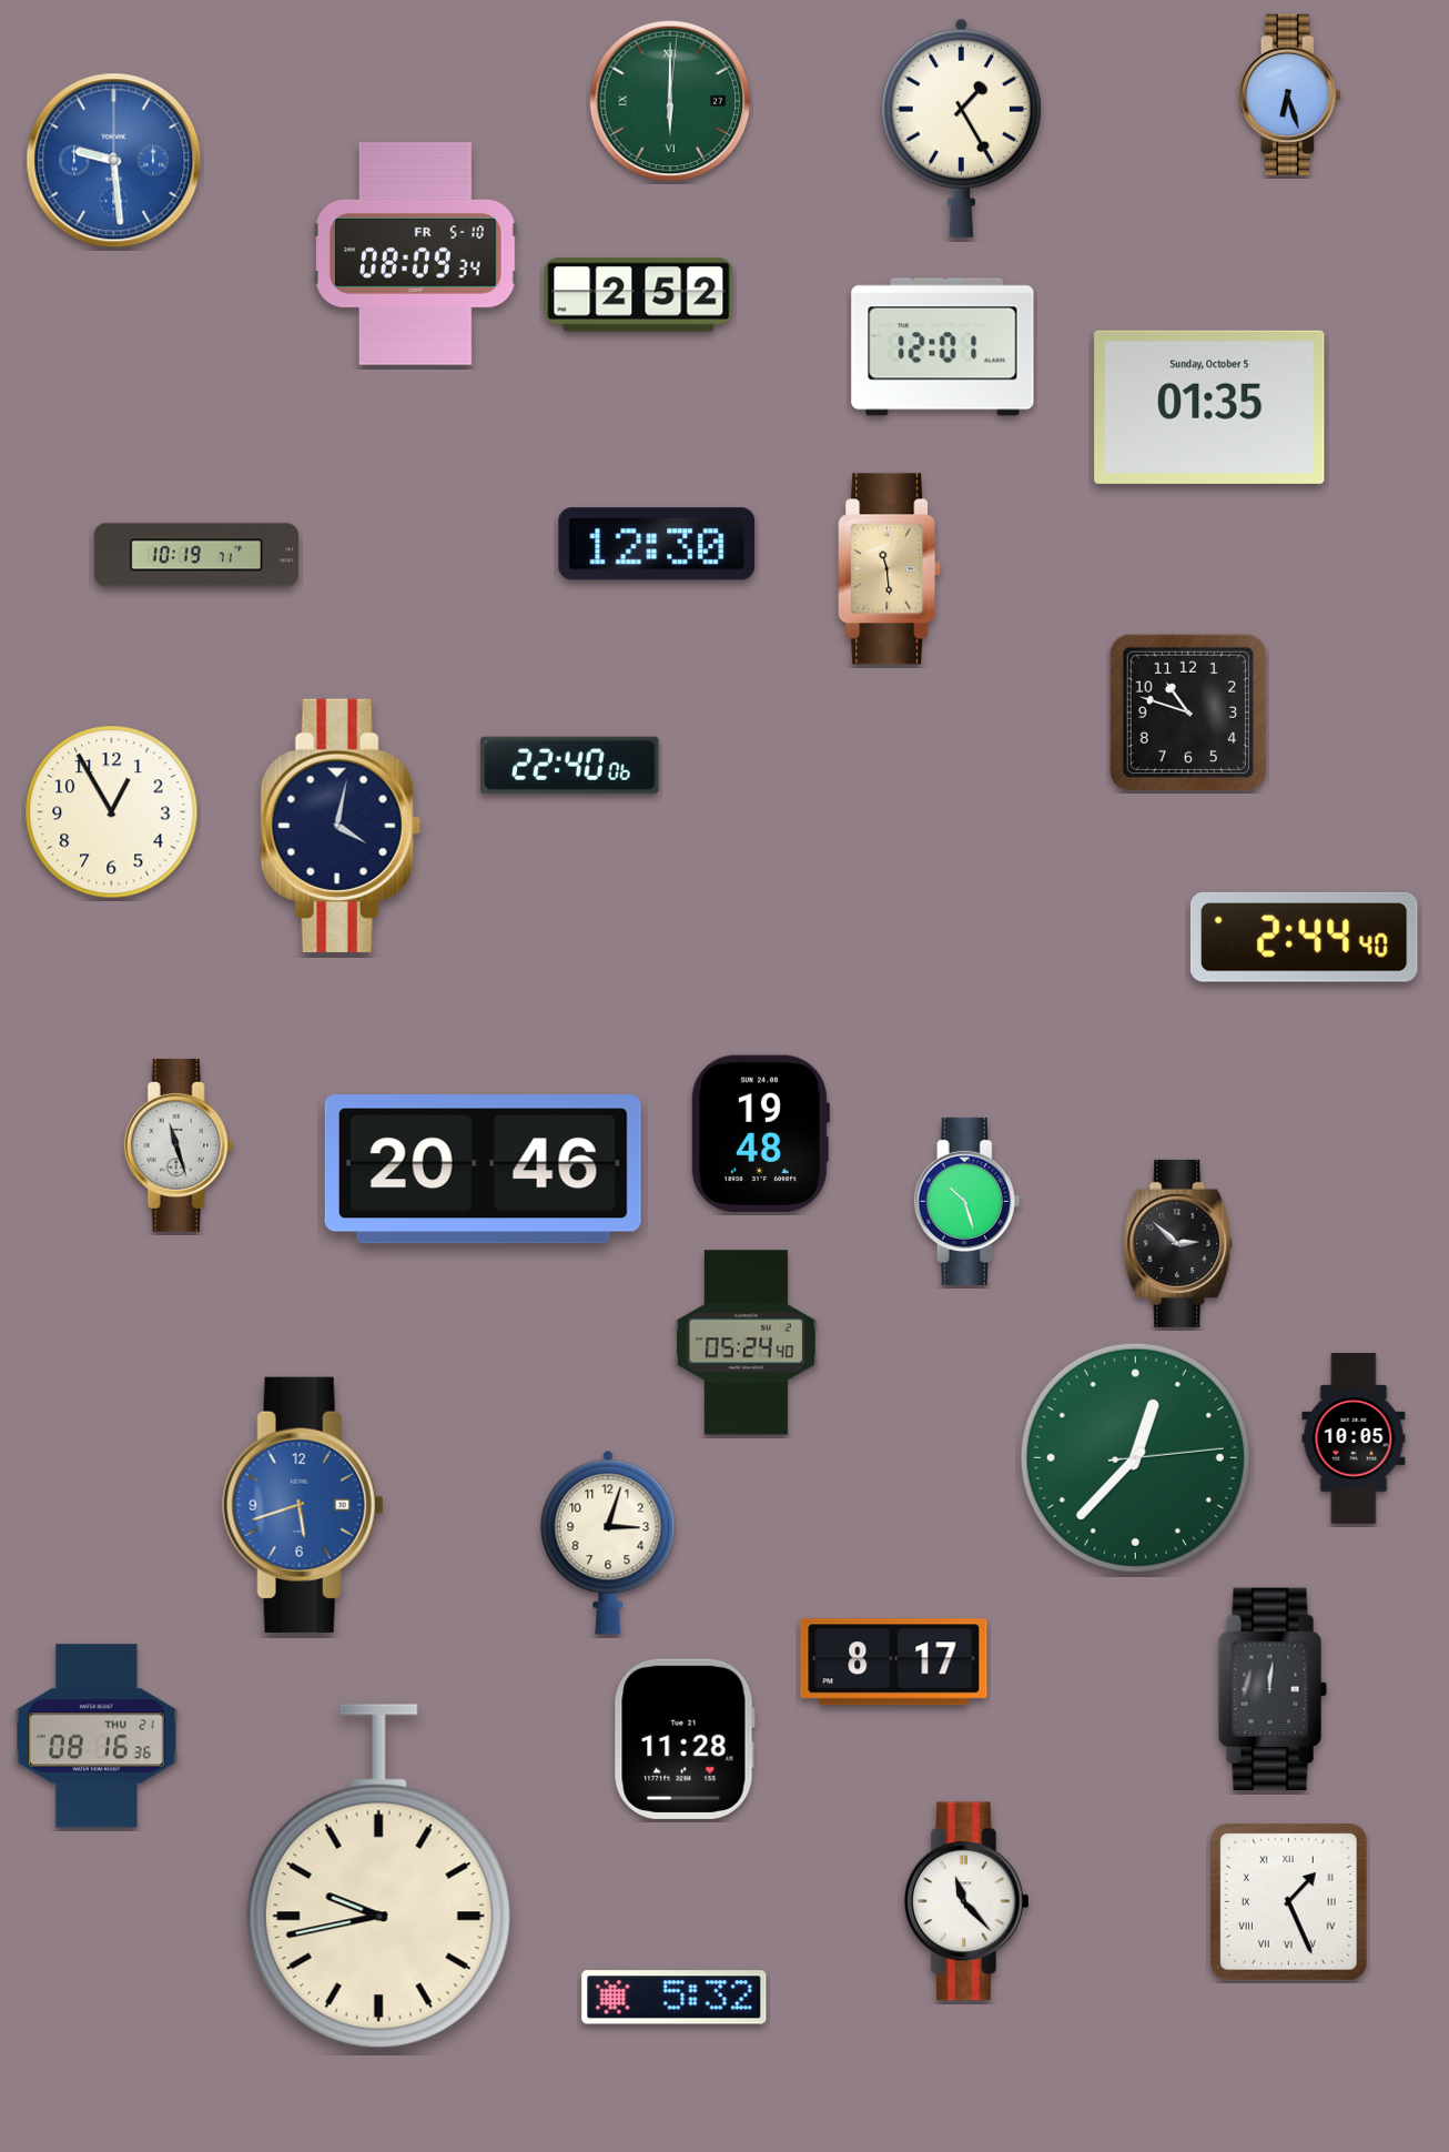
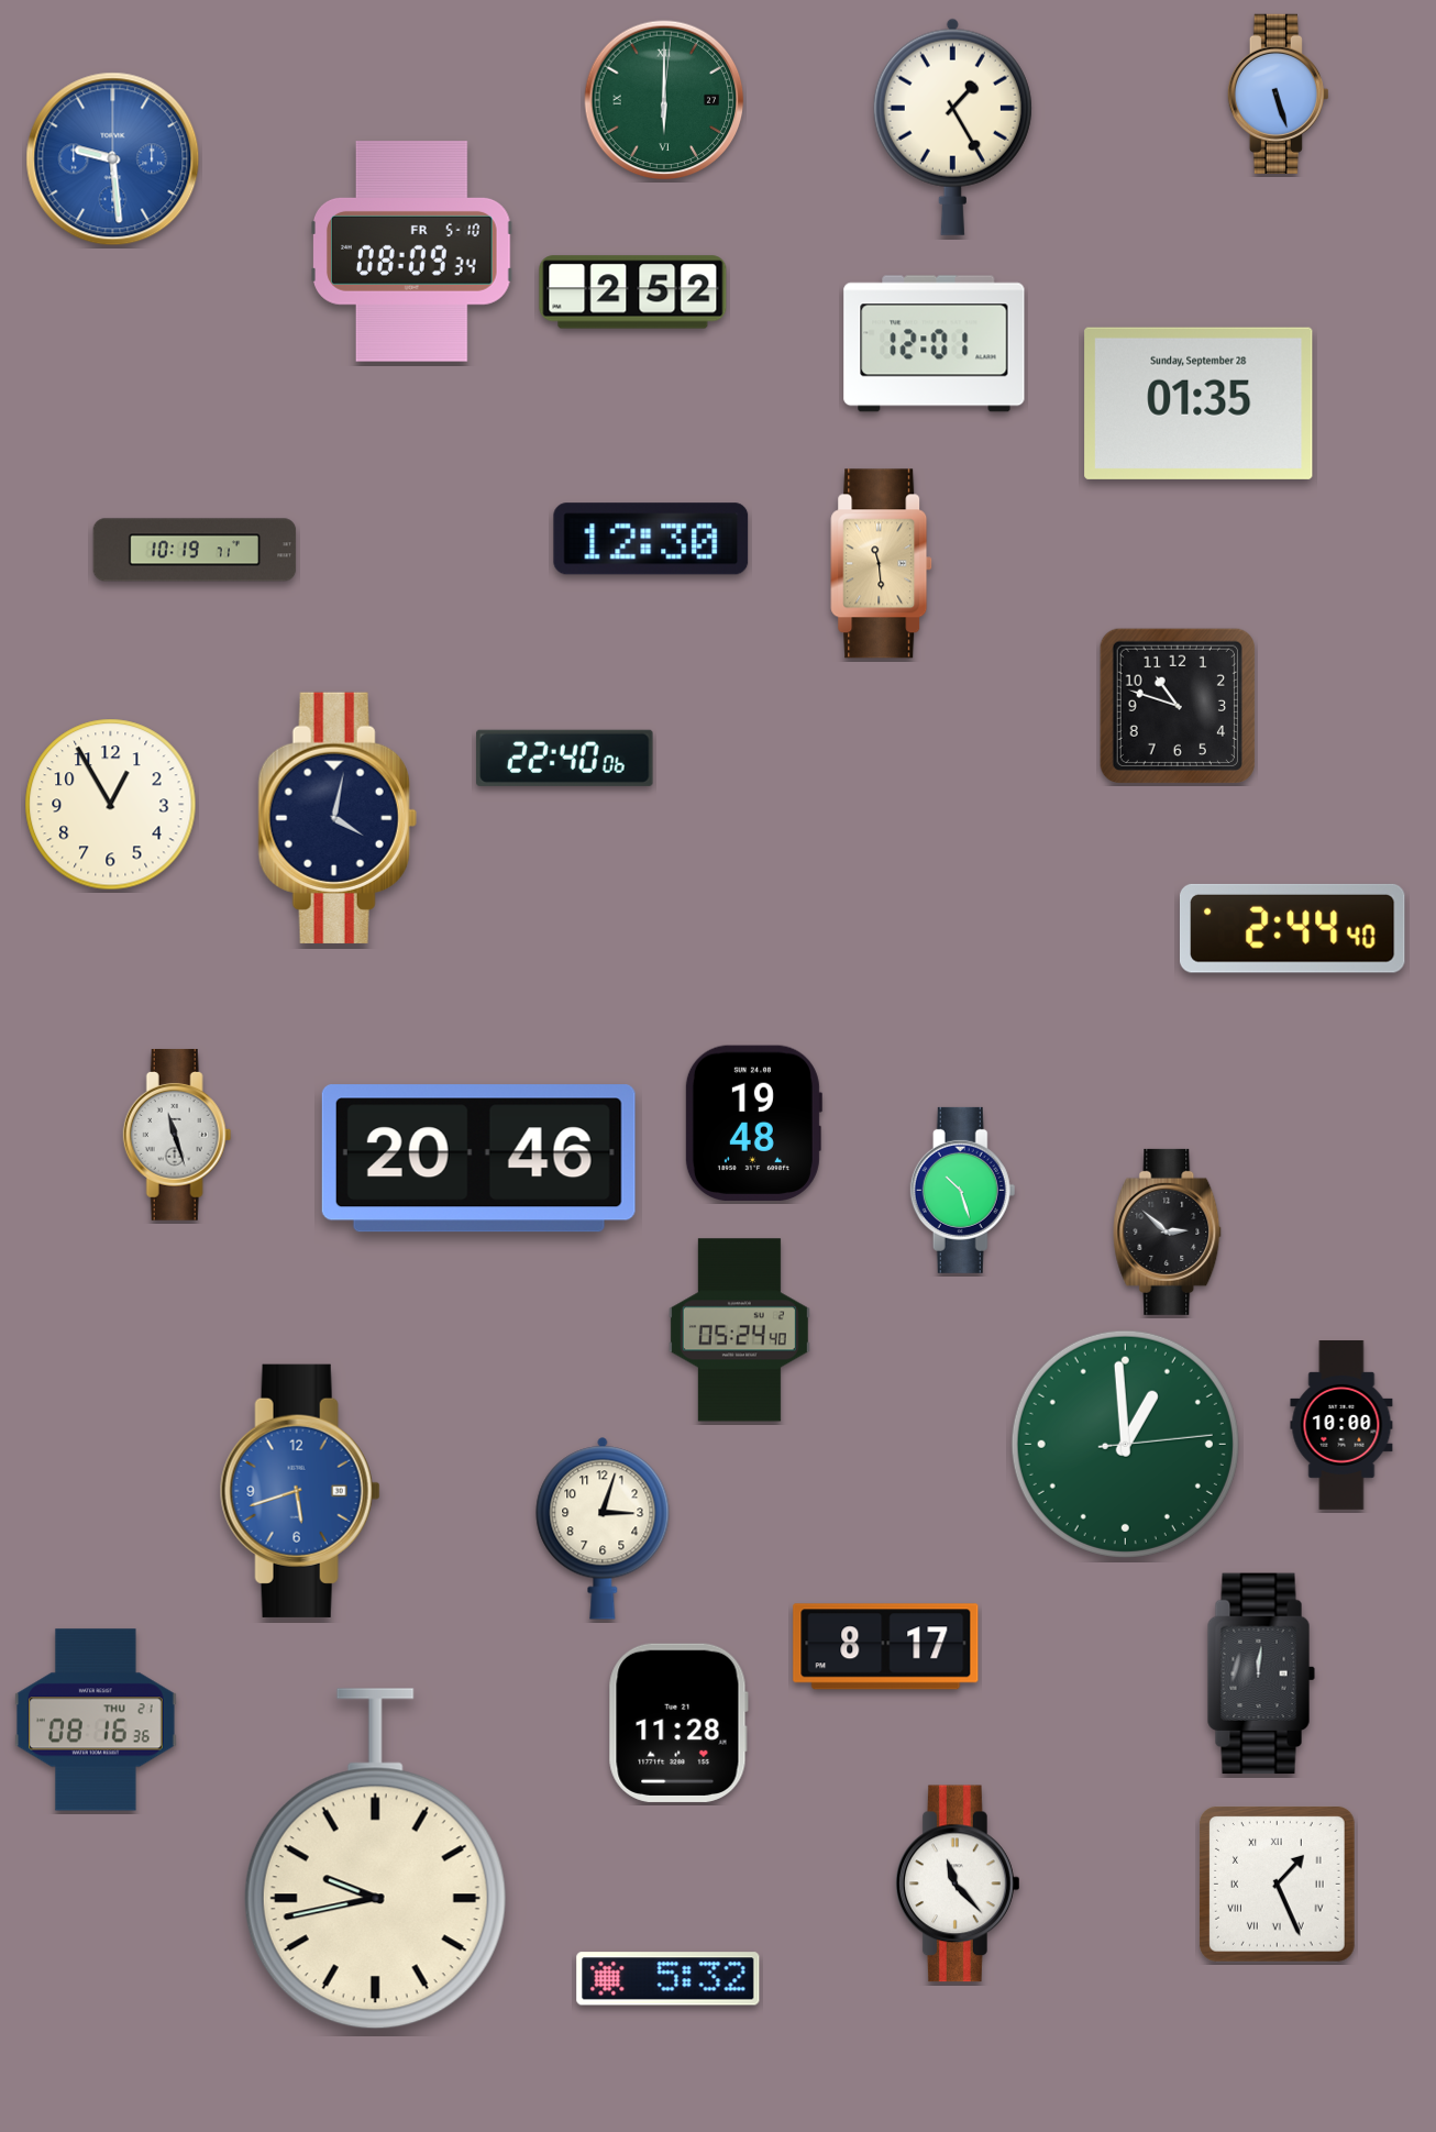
clock at (1289, 94): 6:27 -> 5:27
clock at (1209, 407) date: Sunday, October 5 -> Sunday, September 28
clock at (967, 1201) position: (967, 1201) -> (963, 1190)
clock at (1354, 1439): 10:05 -> 10:00
clock at (1135, 1457): 12:37 -> 12:59
